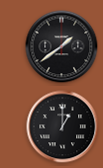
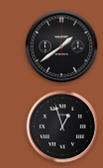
clock at (63, 127): 1:00 -> 12:57
